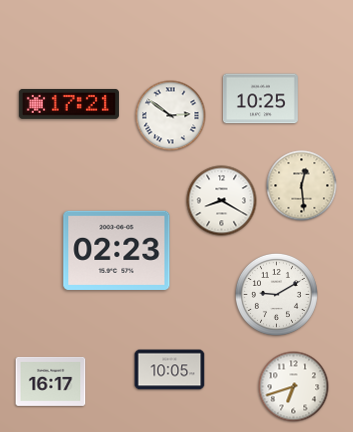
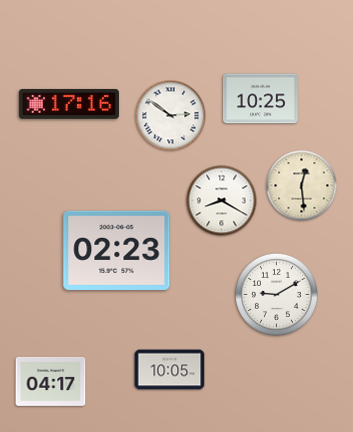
clock at (69, 104): 17:21 -> 17:16
clock at (51, 381): 16:17 -> 04:17
clock at (294, 387): 6:42 -> none
